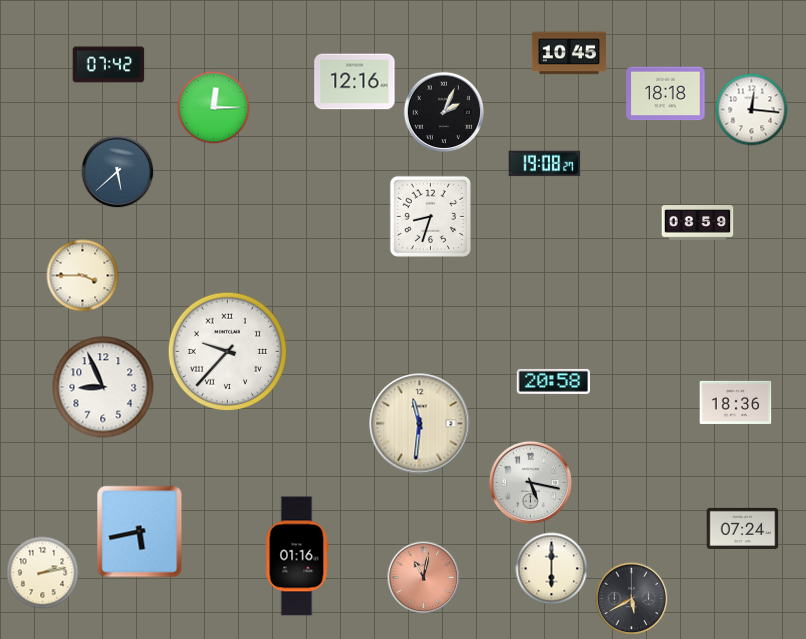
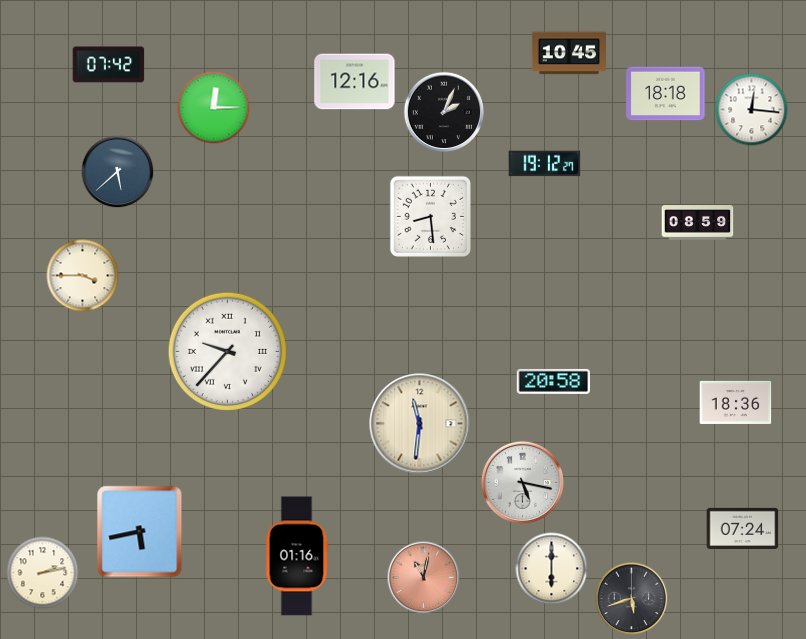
clock at (545, 164): 19:08 -> 19:12
clock at (430, 216): 8:33 -> 8:29
clock at (103, 387): 8:56 -> none
clock at (530, 482) position: (530, 482) -> (522, 482)
clock at (632, 599): 5:40 -> 5:42
